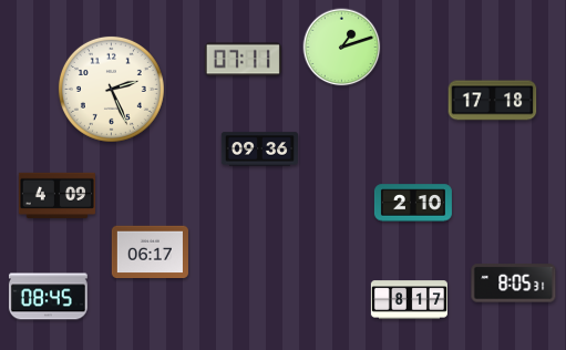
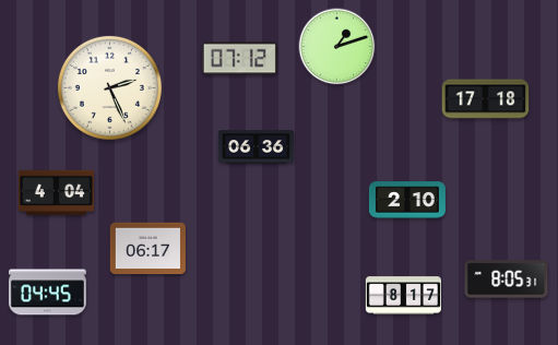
clock at (243, 60): 07:11 -> 07:12
clock at (259, 150): 09:36 -> 06:36
clock at (56, 195): 4:09 -> 4:04
clock at (48, 297): 08:45 -> 04:45
